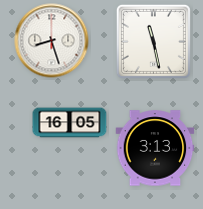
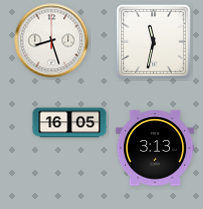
clock at (153, 41): 11:28 -> 11:32
